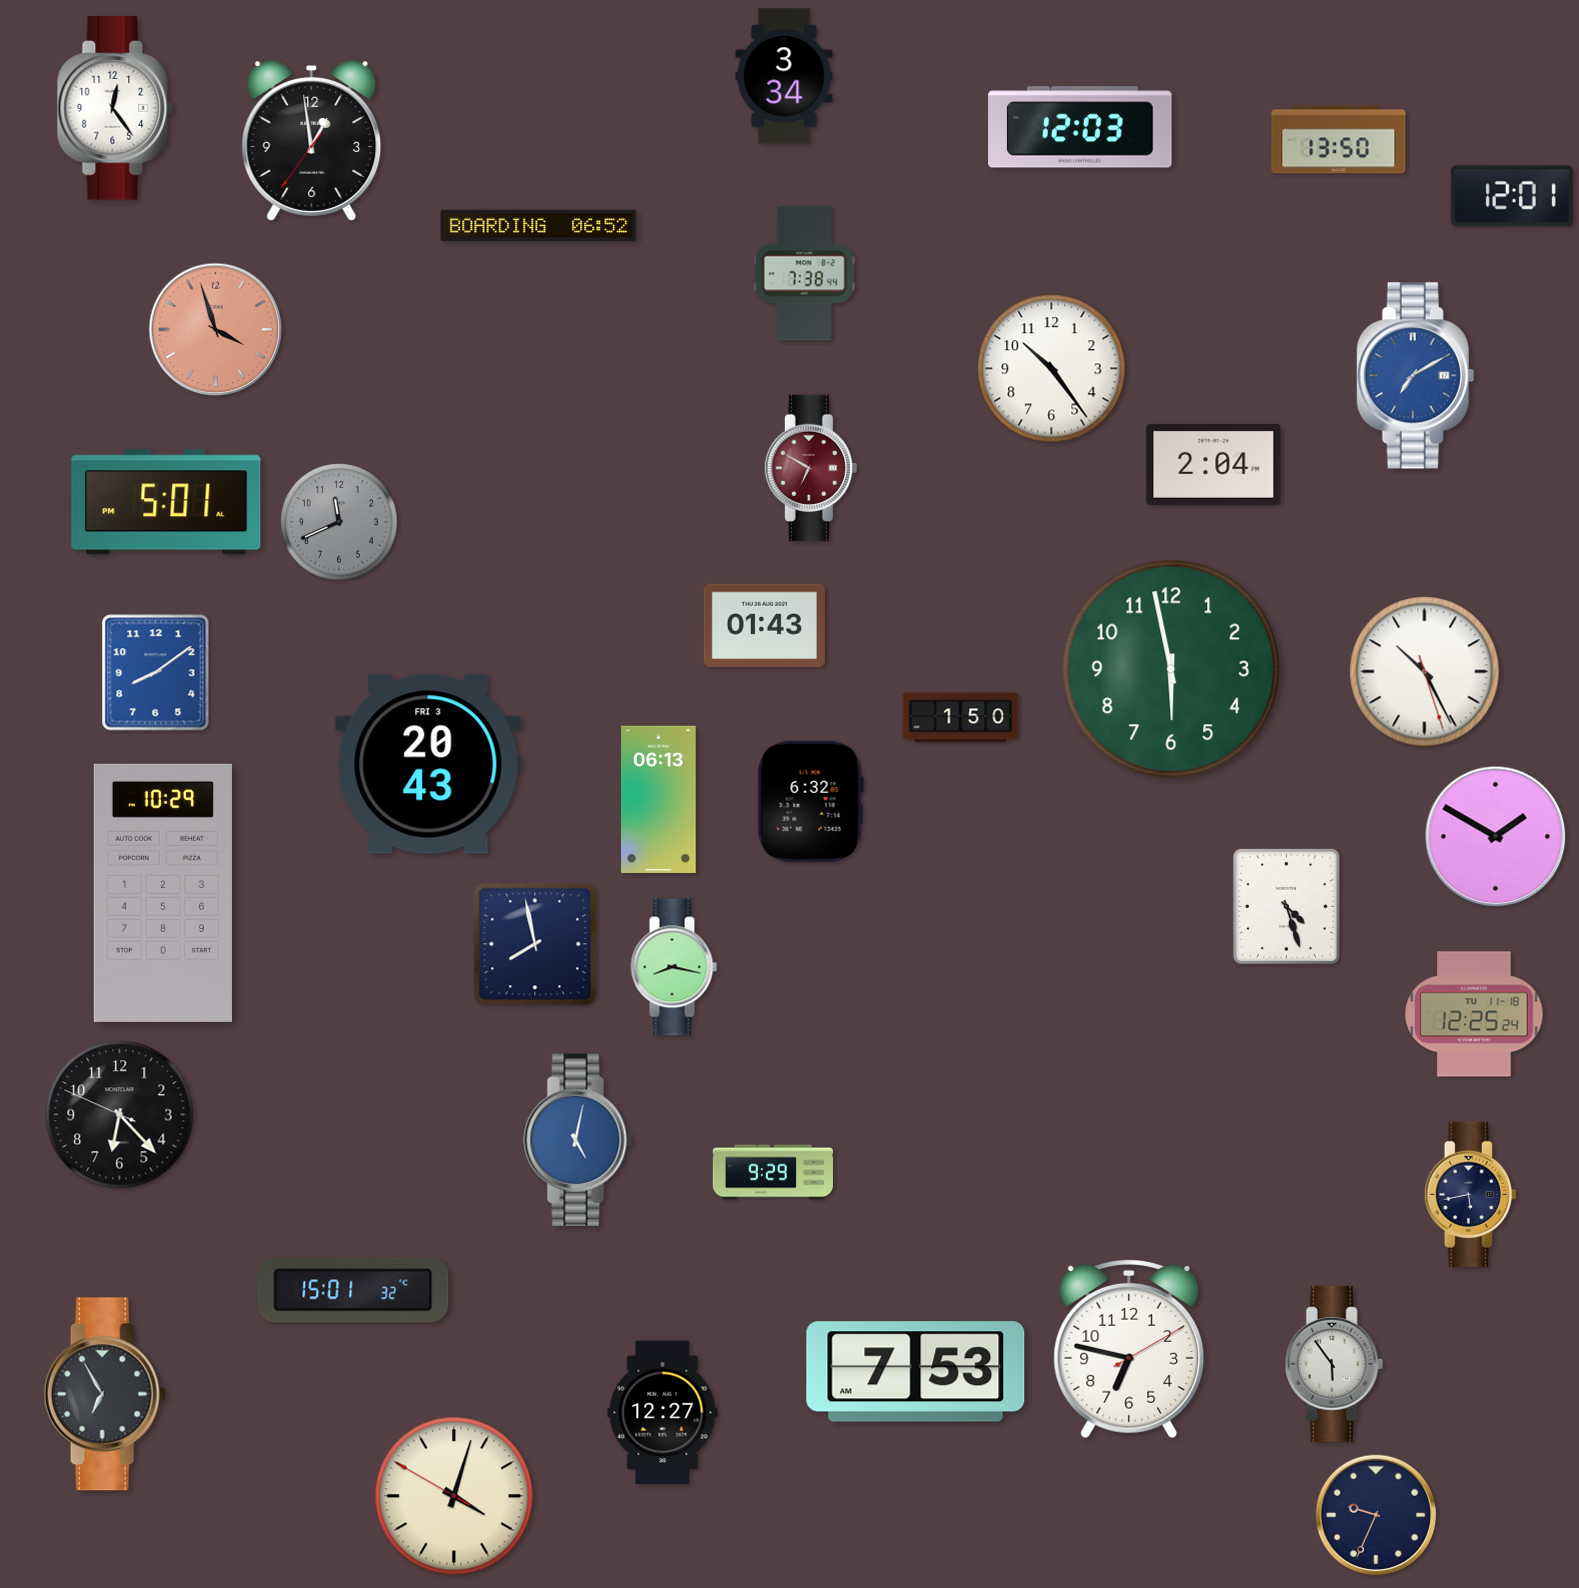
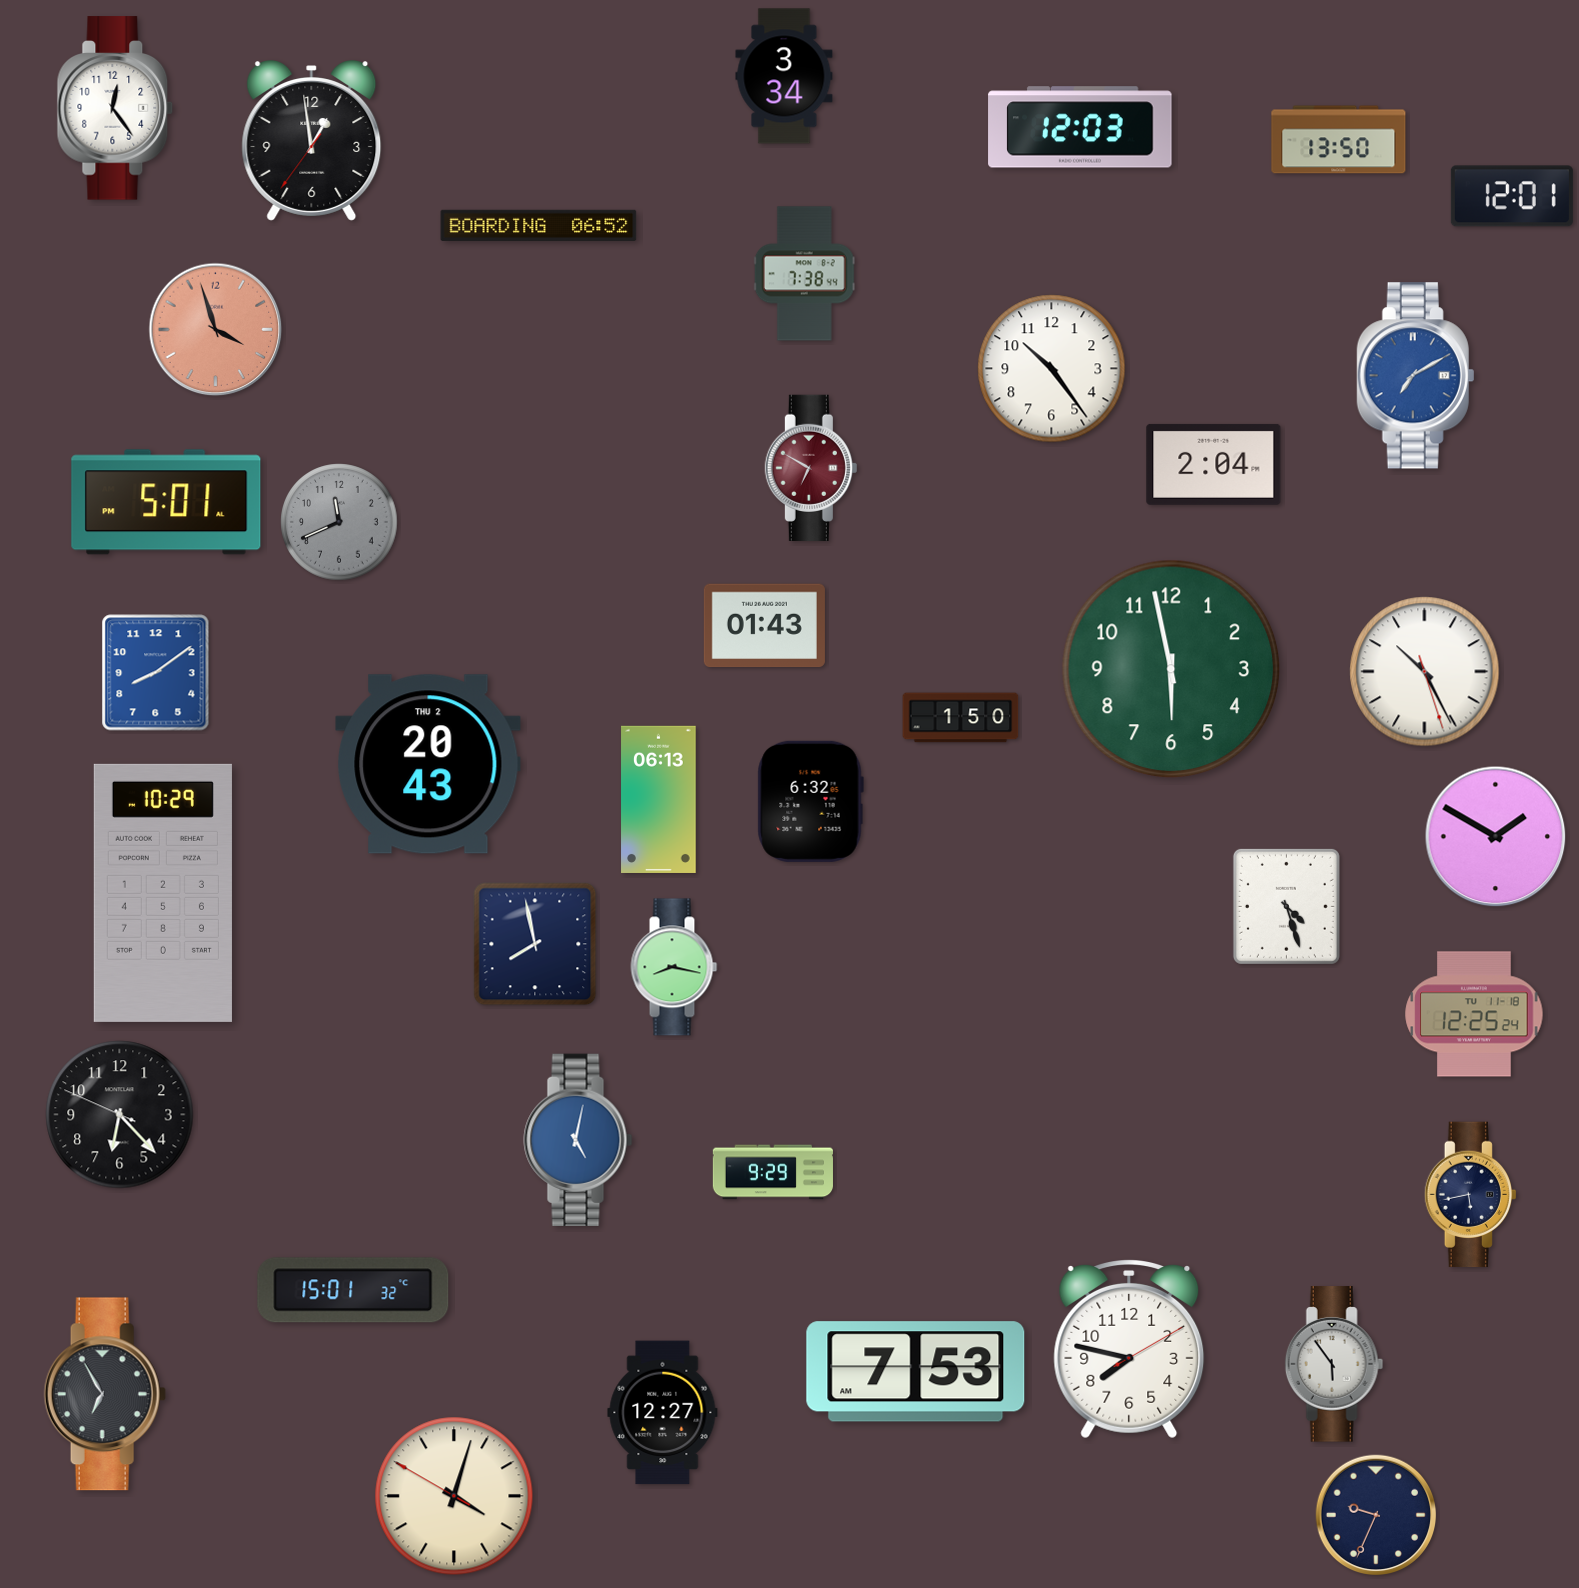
clock at (428, 764) date: FRI 3 -> THU 2
clock at (1129, 1350): 6:47 -> 7:47
